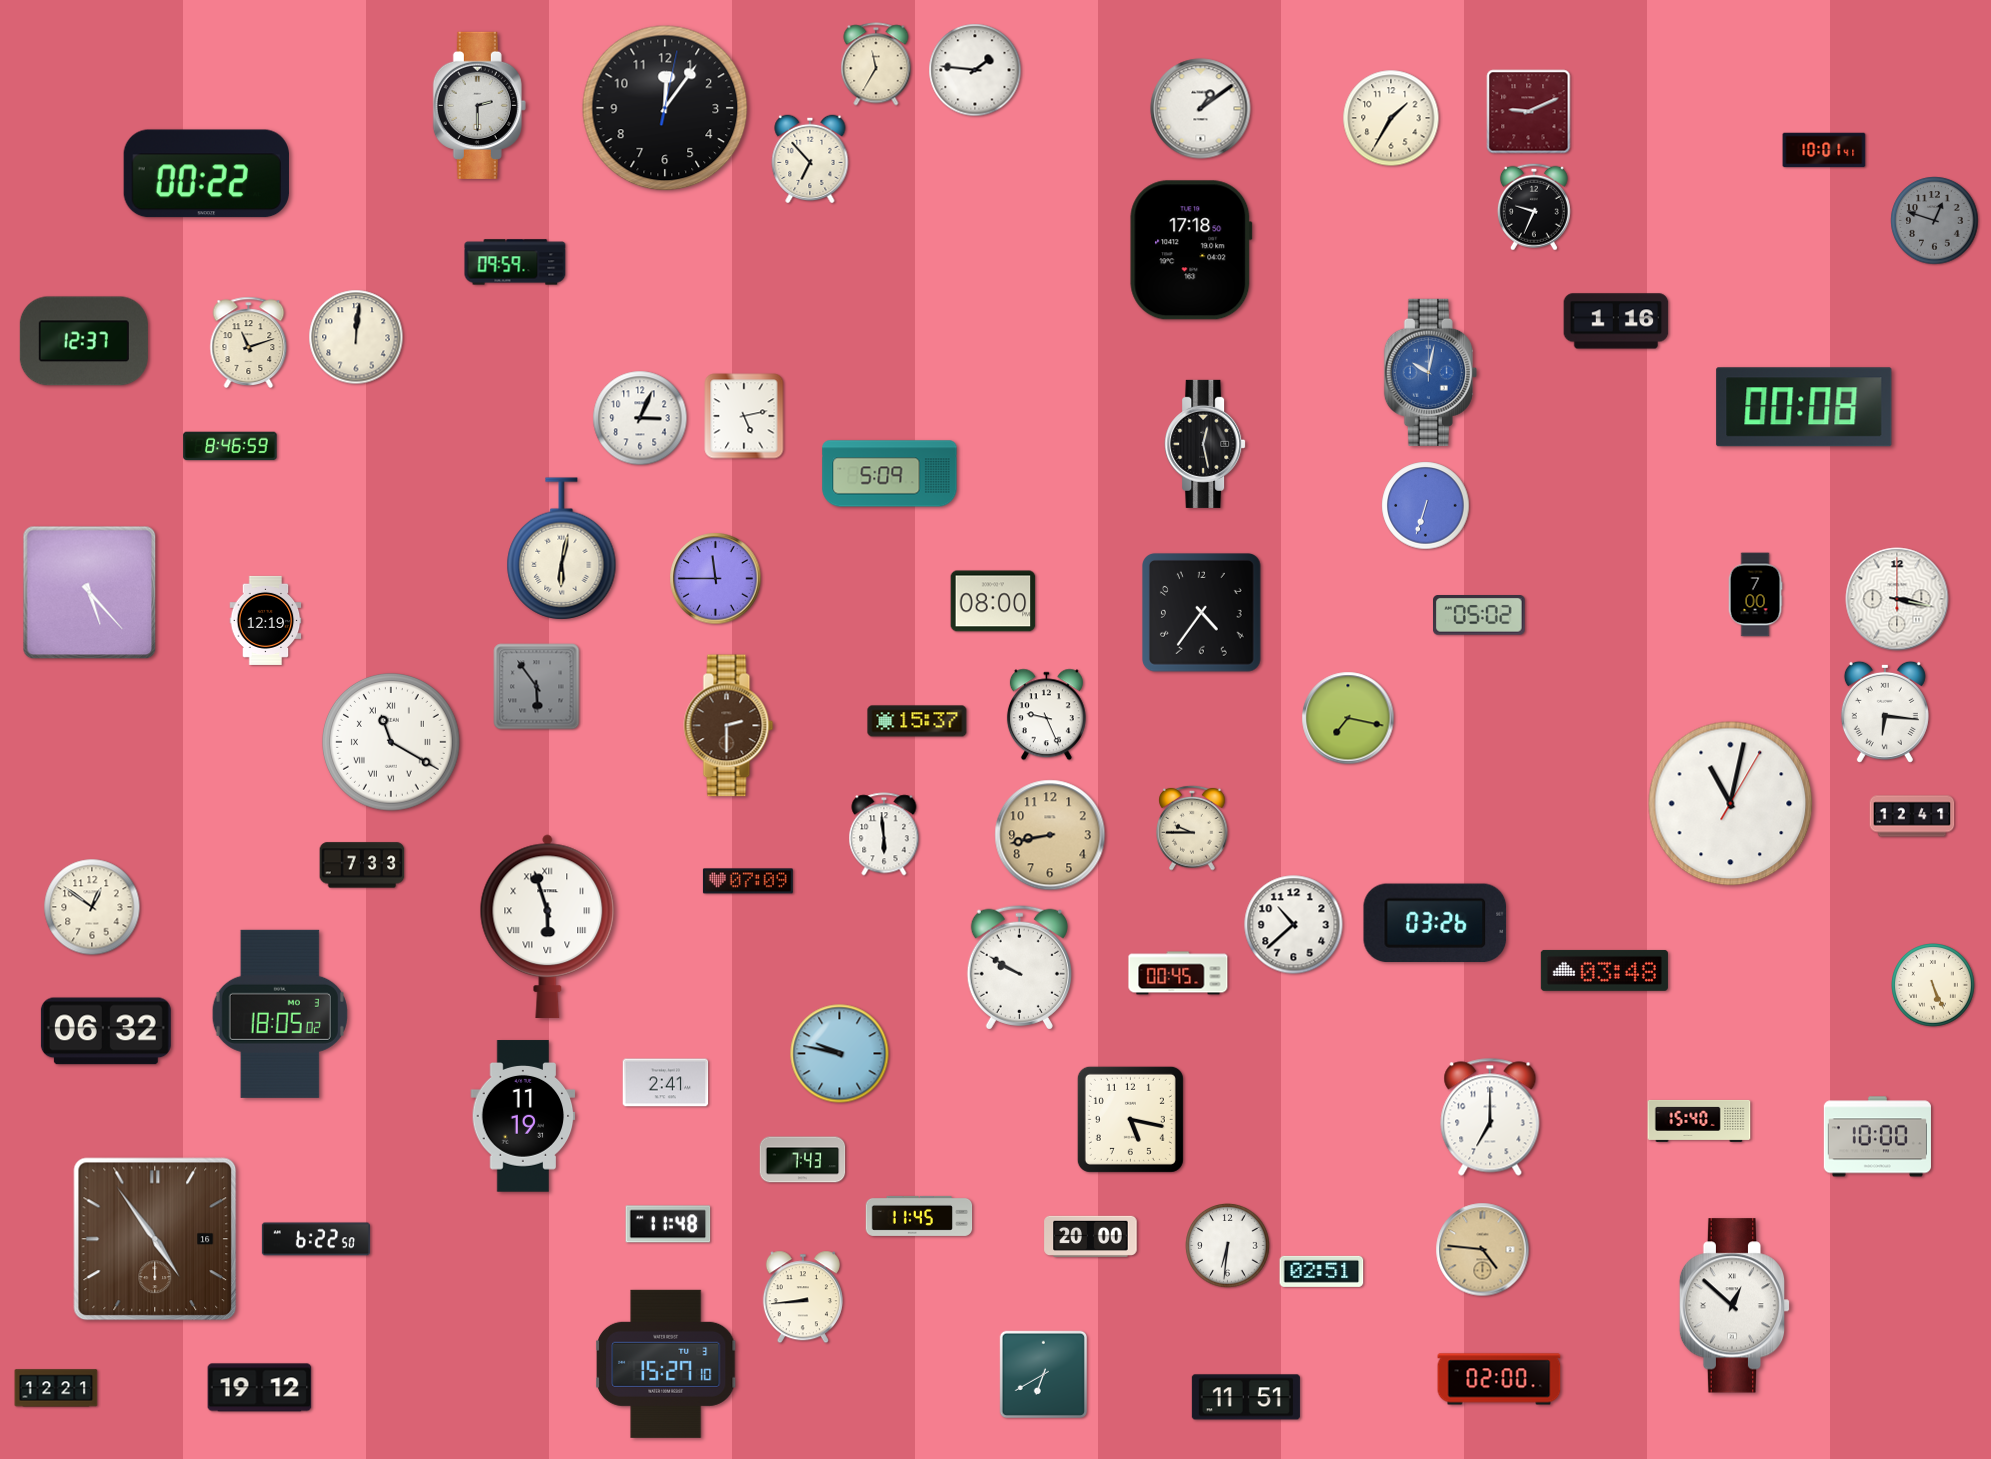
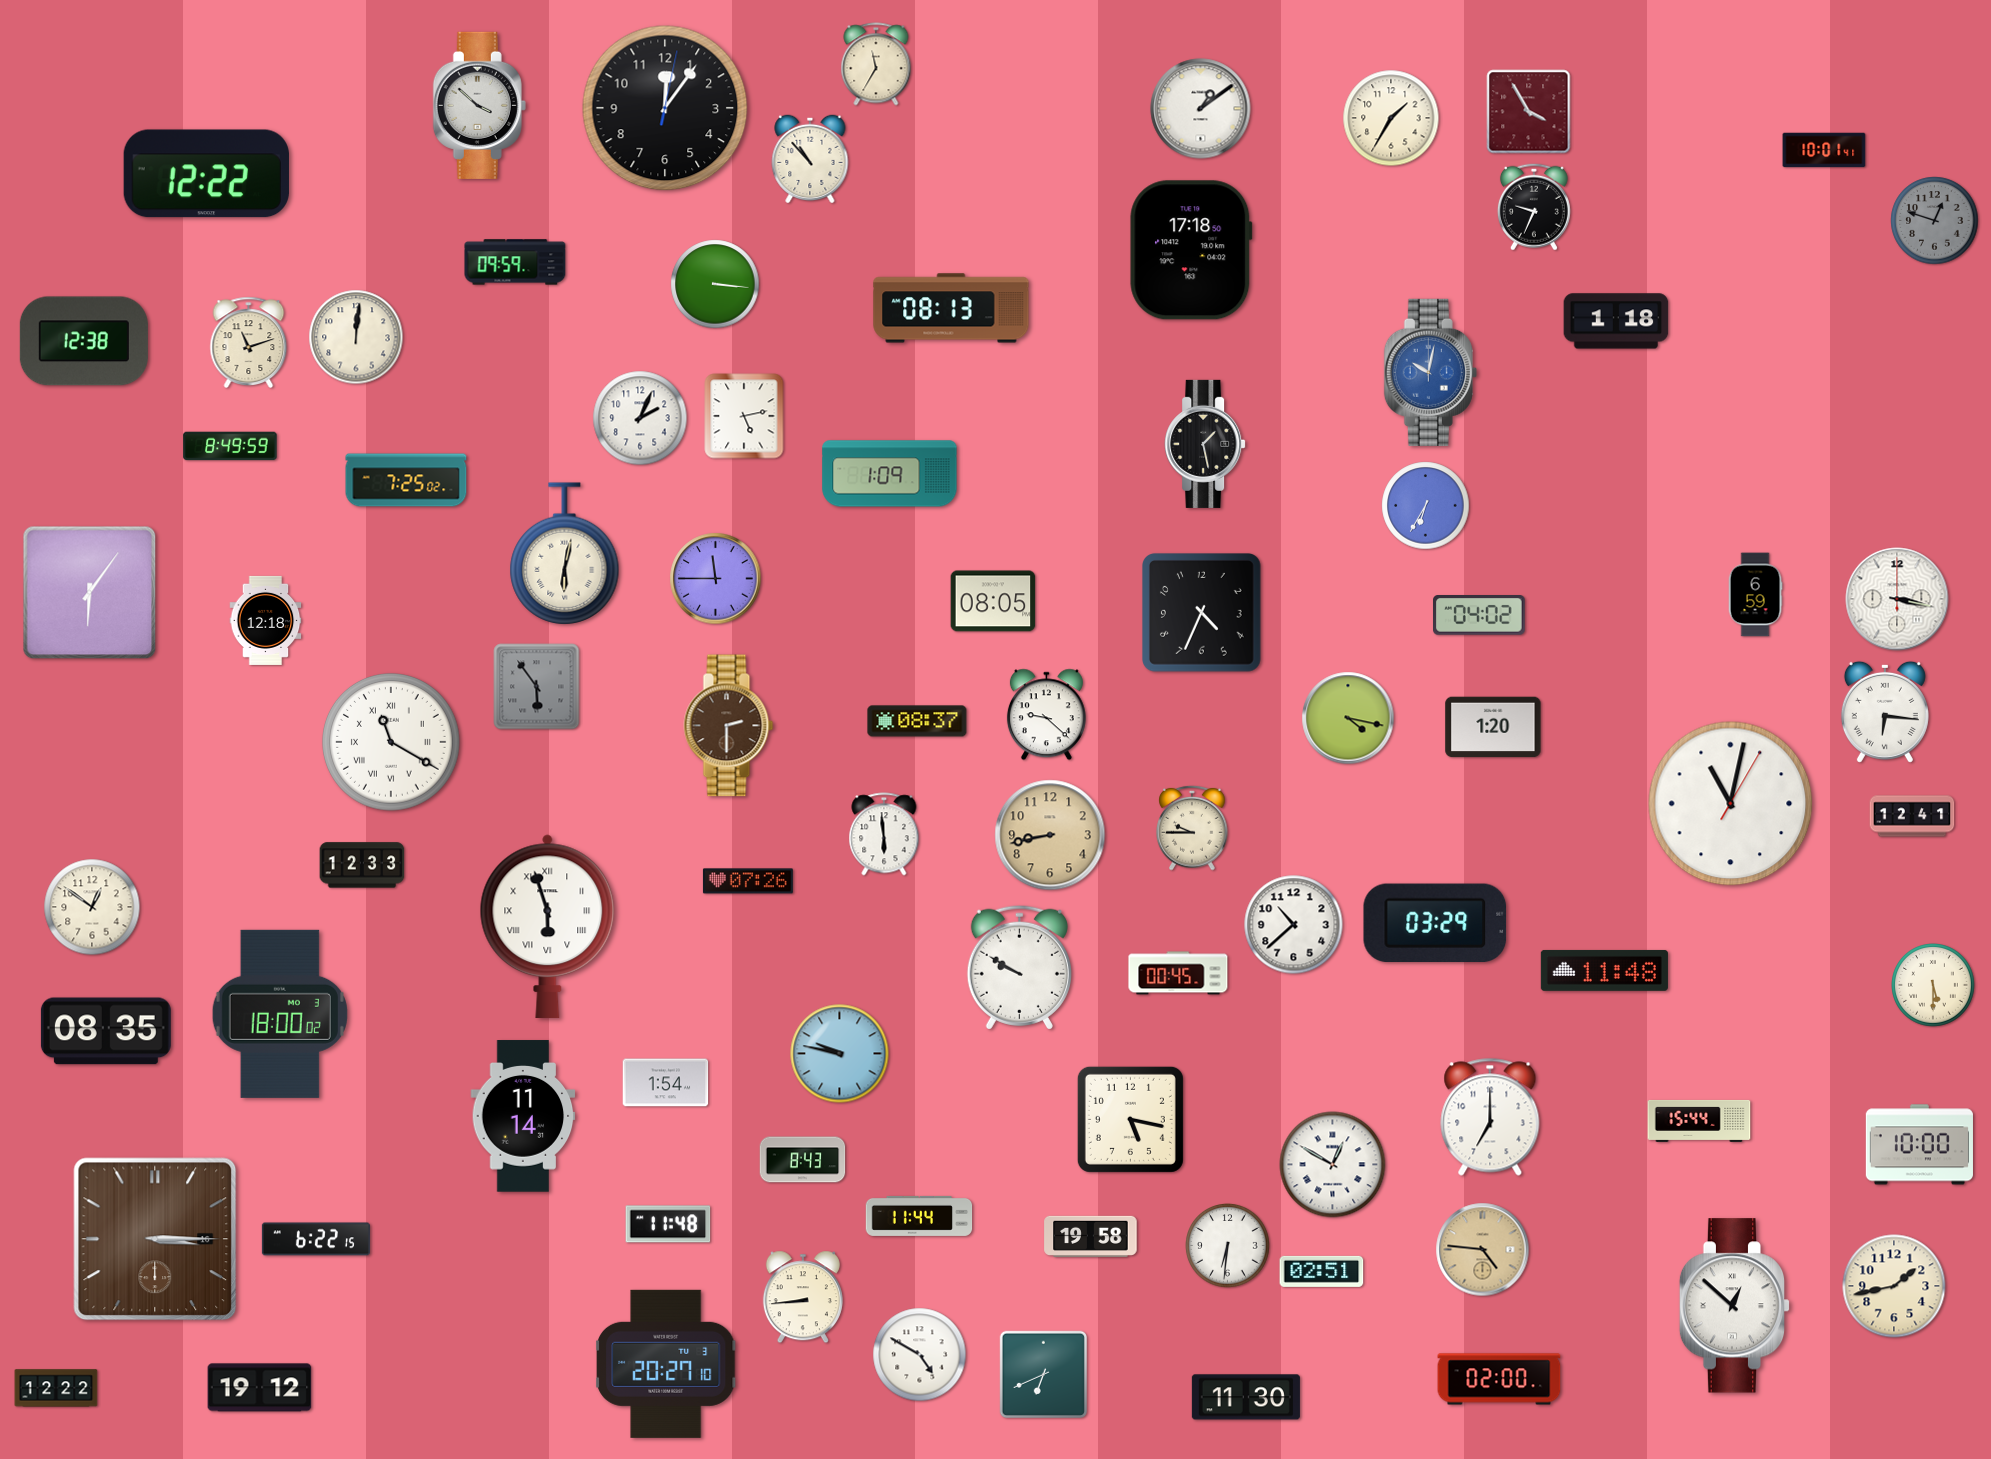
clock at (975, 70): 1:46 -> none
clock at (479, 105): 2:30 -> 3:52
clock at (1529, 112): 9:11 -> 3:55
clock at (810, 159): 6:53 -> 10:53
clock at (206, 174): 00:22 -> 12:22
clock at (715, 284): none -> 3:16
clock at (951, 308): none -> 08:13
clock at (1616, 321): 1:16 -> 1:18
clock at (84, 341): 12:37 -> 12:38
clock at (1804, 407): 00:08 -> none
clock at (640, 418): 3:04 -> 2:04
clock at (1205, 444): 12:28 -> 1:28
clock at (230, 446): 8:46 -> 8:49
clock at (890, 474): 5:09 -> 1:09
clock at (406, 480): none -> 7:25
clock at (1426, 506): 6:33 -> 6:35
clock at (562, 549) position: (562, 549) -> (565, 554)
clock at (90, 593): 5:23 -> 6:06
clock at (1755, 595): 7:00 -> 6:59
clock at (993, 601): 08:00 -> 08:05
clock at (1202, 613): 4:36 -> 4:34
clock at (1480, 616): 05:02 -> 04:02
clock at (266, 620): 12:19 -> 12:18
clock at (1046, 715): 9:26 -> 9:22
clock at (1348, 718): 7:17 -> 4:17
clock at (917, 721): 15:37 -> 08:37
clock at (1493, 727): none -> 1:20
clock at (362, 865): 7:33 -> 12:33
clock at (748, 881): 07:09 -> 07:26
clock at (1435, 922): 03:26 -> 03:29
clock at (1604, 970): 03:48 -> 11:48
clock at (1933, 985): 5:26 -> 5:30
clock at (280, 1014): 18:05 -> 18:00
clock at (106, 1031): 06:32 -> 08:35
clock at (666, 1083): 2:41 -> 1:54
clock at (523, 1116): 11:19 -> 11:14
clock at (1699, 1121): 15:40 -> 15:44
clock at (1877, 1137) position: (1877, 1137) -> (1919, 1145)
clock at (803, 1160): 7:43 -> 8:43
clock at (1333, 1165): none -> 12:50
clock at (919, 1216): 11:45 -> 11:44
clock at (1091, 1236): 20:00 -> 19:58
clock at (155, 1239): 4:54 -> 3:15
clock at (316, 1239): 6:22:50 -> 6:22:15
clock at (1894, 1286): none -> 1:43
clock at (920, 1355): none -> 4:50
clock at (666, 1364): 15:27 -> 20:27
clock at (1044, 1375): 6:40 -> 6:41
clock at (56, 1388): 12:21 -> 12:22
clock at (1246, 1397): 11:51 -> 11:30
